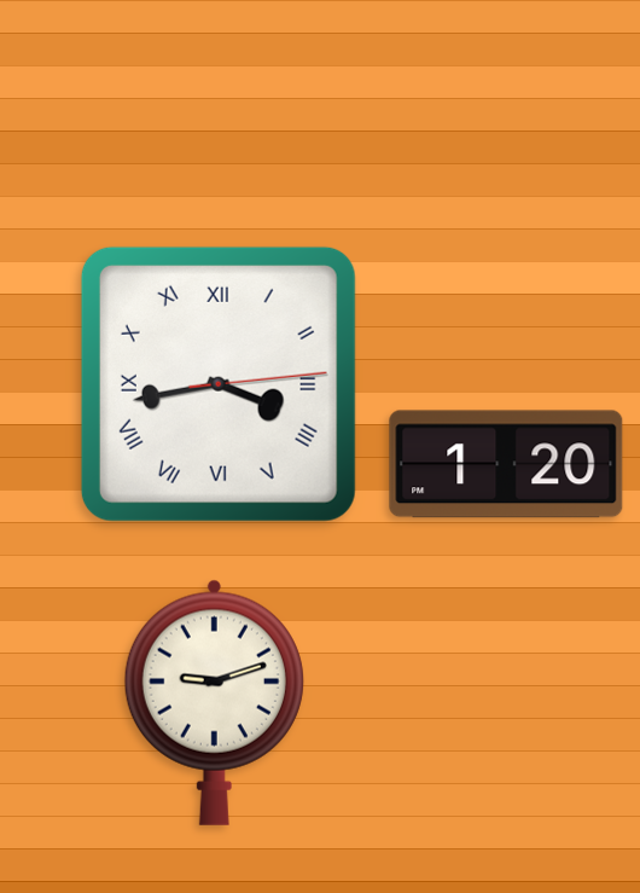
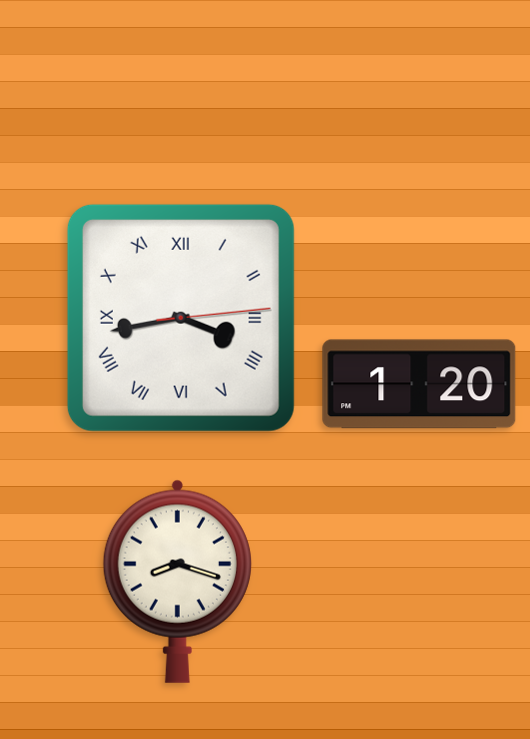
clock at (214, 702): 9:12 -> 8:18
